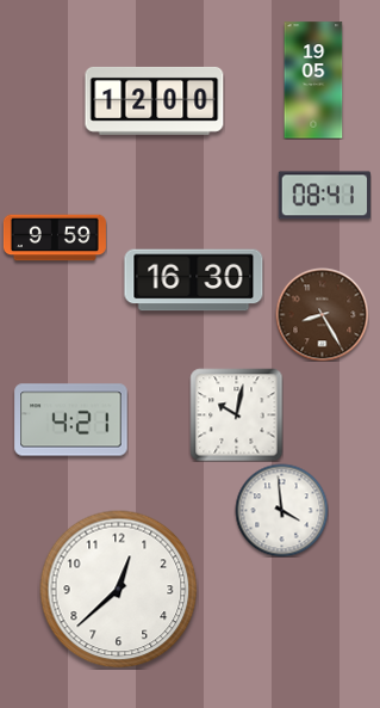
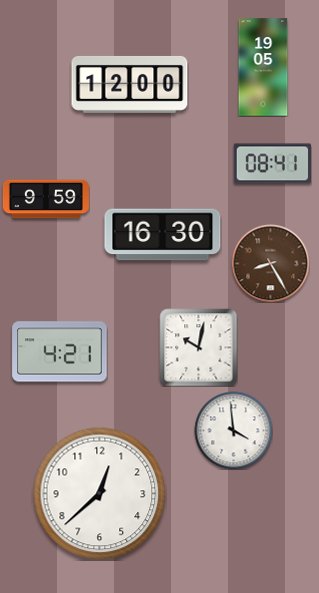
clock at (281, 510) position: (281, 510) -> (233, 430)
